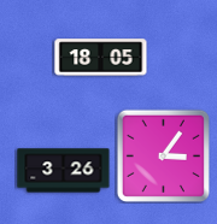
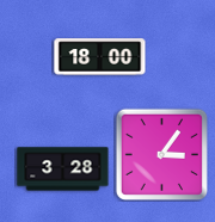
clock at (101, 58): 18:05 -> 18:00
clock at (64, 171): 3:26 -> 3:28
